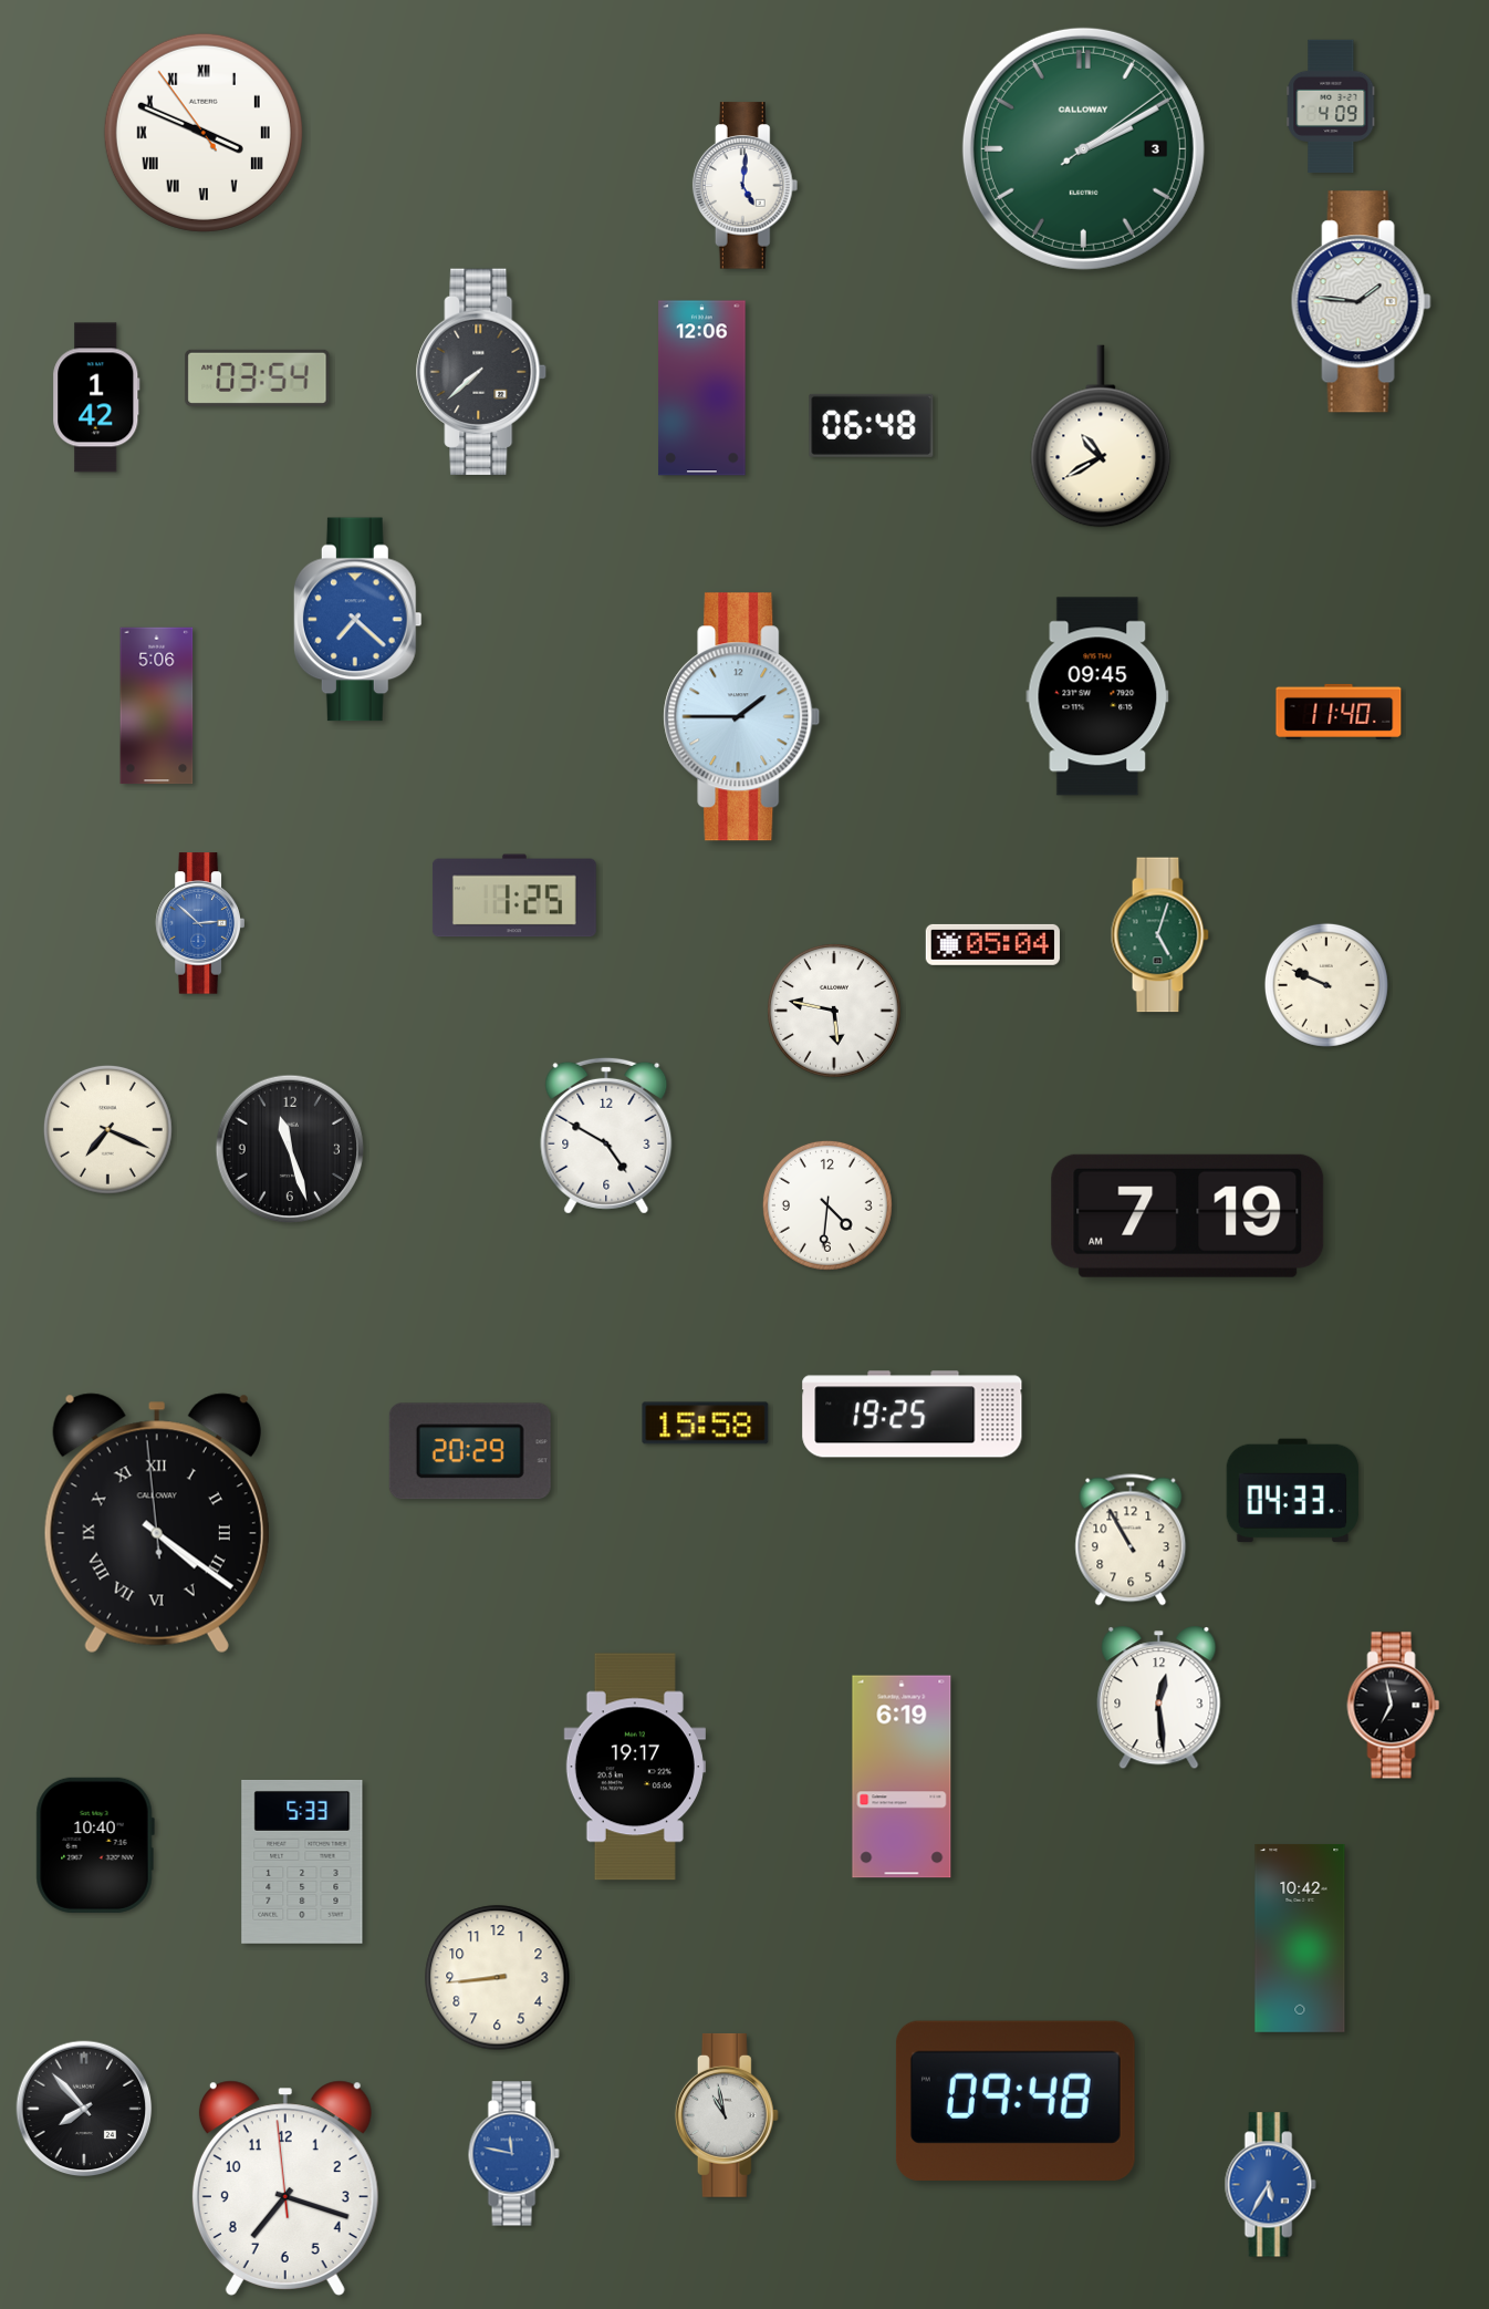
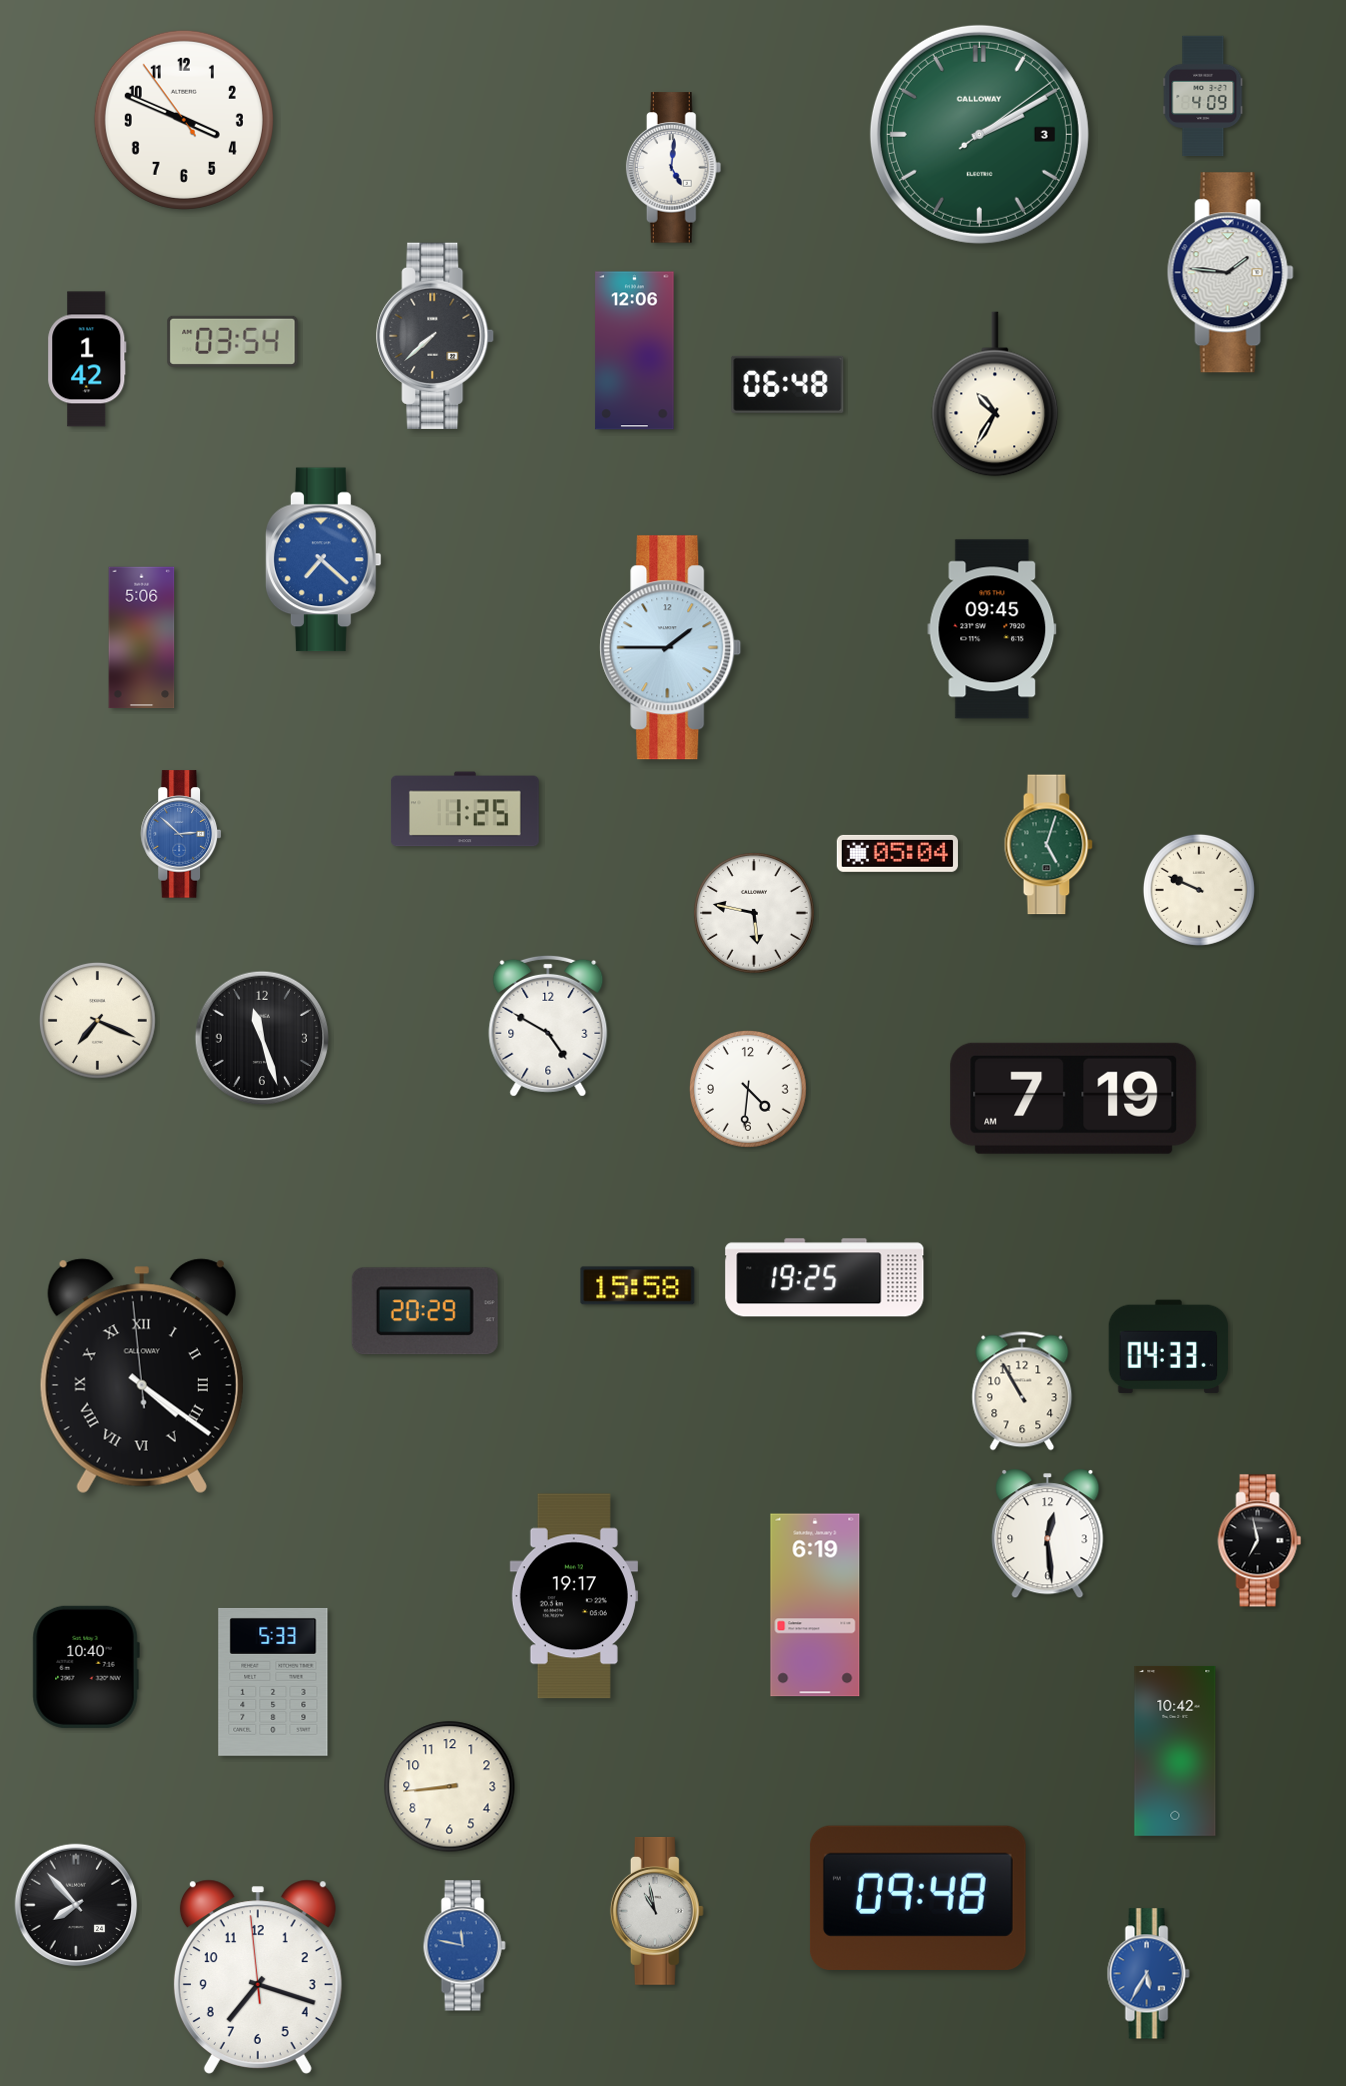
clock at (204, 133) numerals: Roman -> Arabic
clock at (1101, 436): 10:40 -> 10:35
clock at (1339, 712): 11:40 -> none
